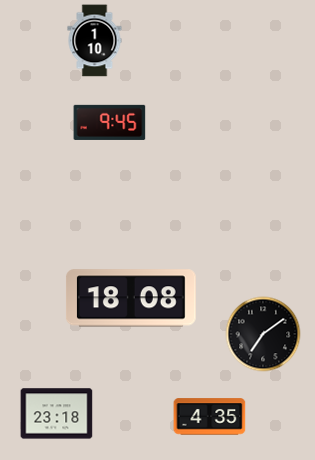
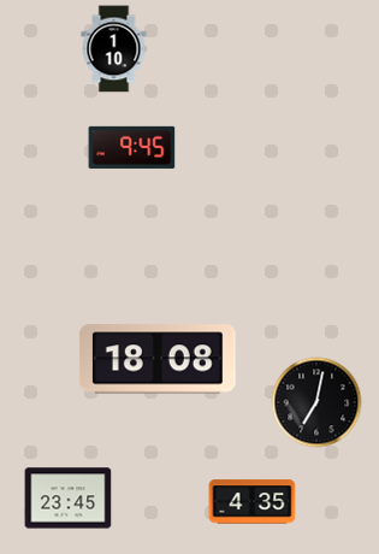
clock at (263, 334): 7:09 -> 7:02
clock at (57, 414): 23:18 -> 23:45
